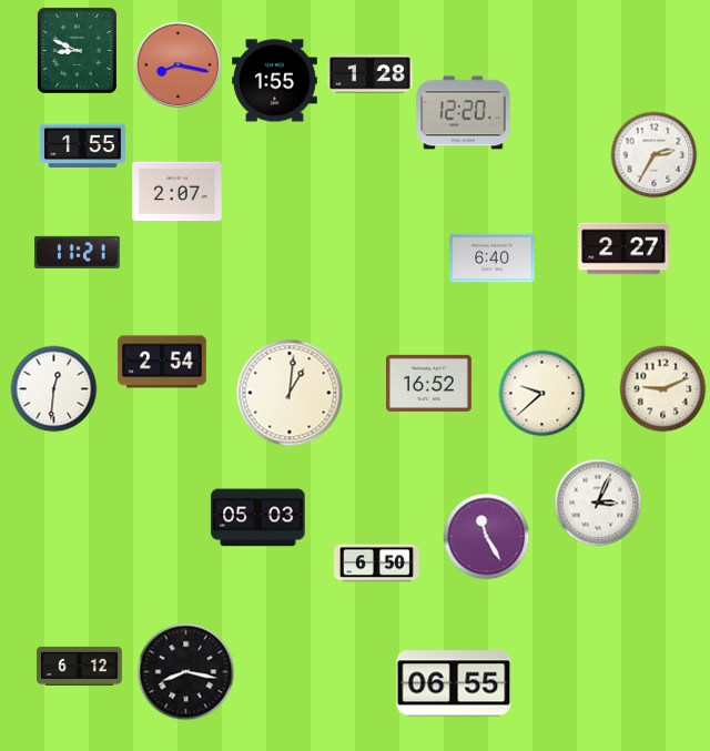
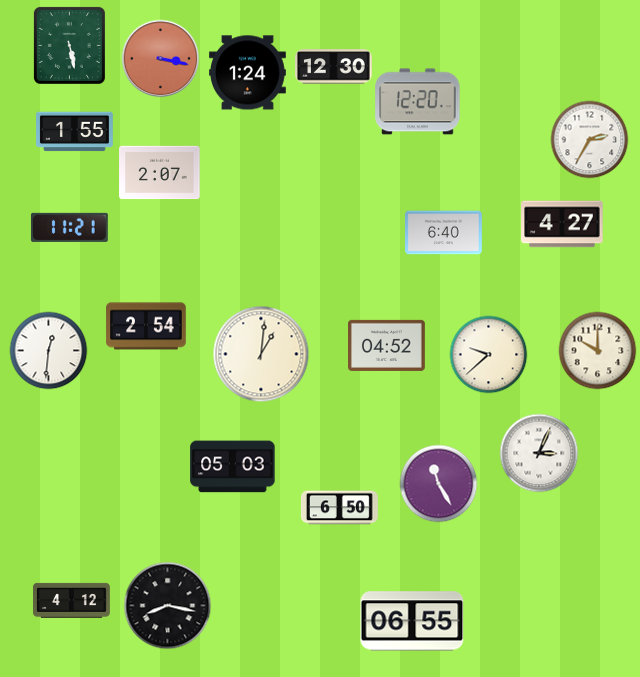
clock at (77, 50): 8:49 -> 5:28
clock at (177, 64): 8:17 -> 3:17
clock at (371, 74): 1:28 -> 12:30
clock at (275, 81): 1:55 -> 1:24
clock at (623, 248): 2:27 -> 4:27
clock at (429, 383): 16:52 -> 04:52
clock at (662, 388): 9:11 -> 10:00
clock at (80, 666): 6:12 -> 4:12
clock at (454, 683) position: (454, 683) -> (412, 621)
